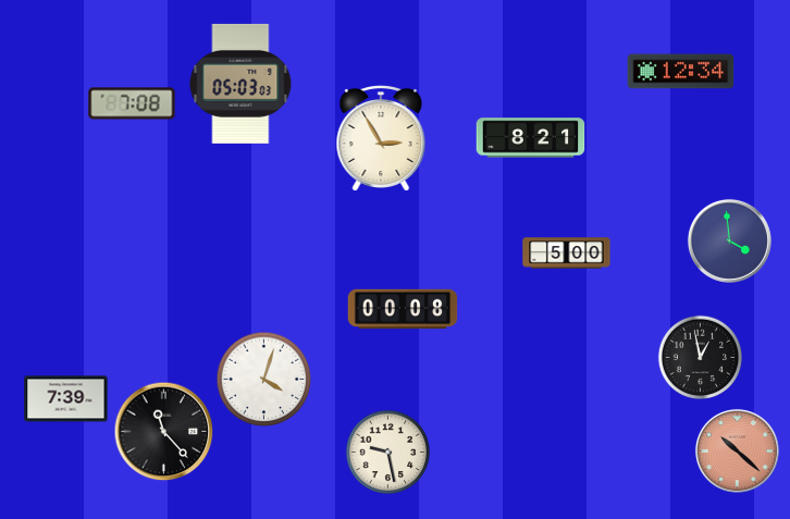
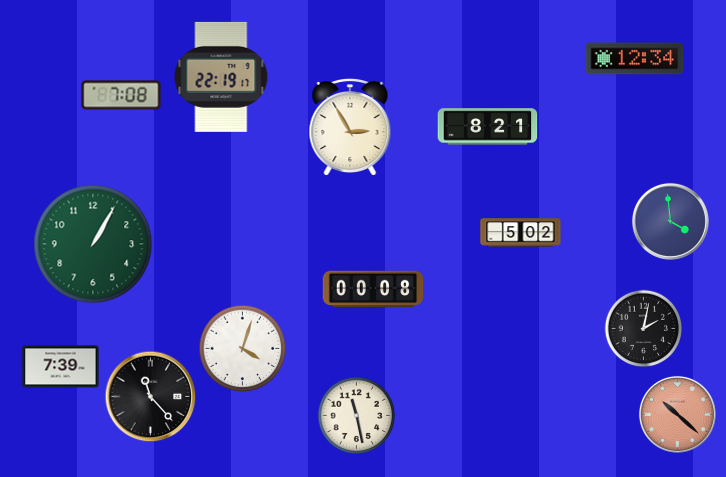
clock at (681, 72) position: (681, 72) -> (635, 59)
clock at (240, 84): 05:03 -> 22:19
clock at (567, 254): 5:00 -> 5:02
clock at (93, 244): none -> 1:05
clock at (403, 309) position: (403, 309) -> (373, 289)
clock at (700, 357): 12:58 -> 2:02
clock at (387, 452): 9:28 -> 11:28
